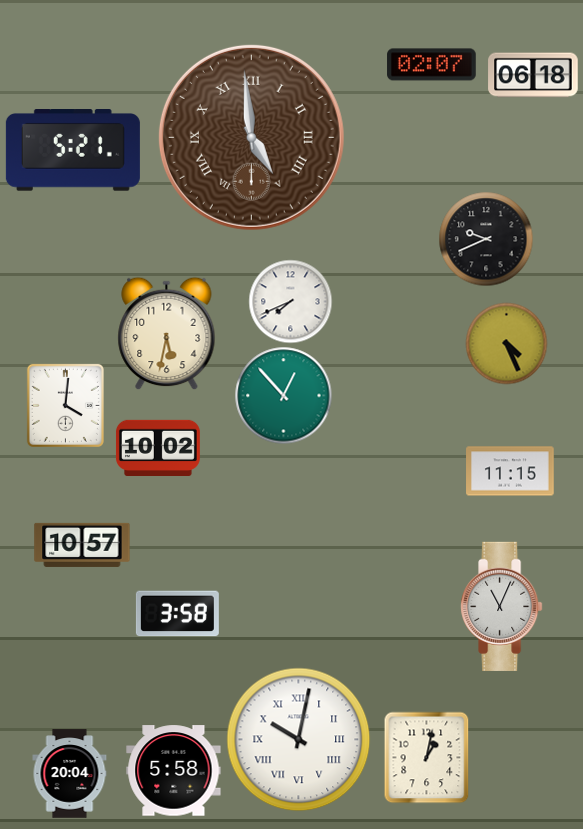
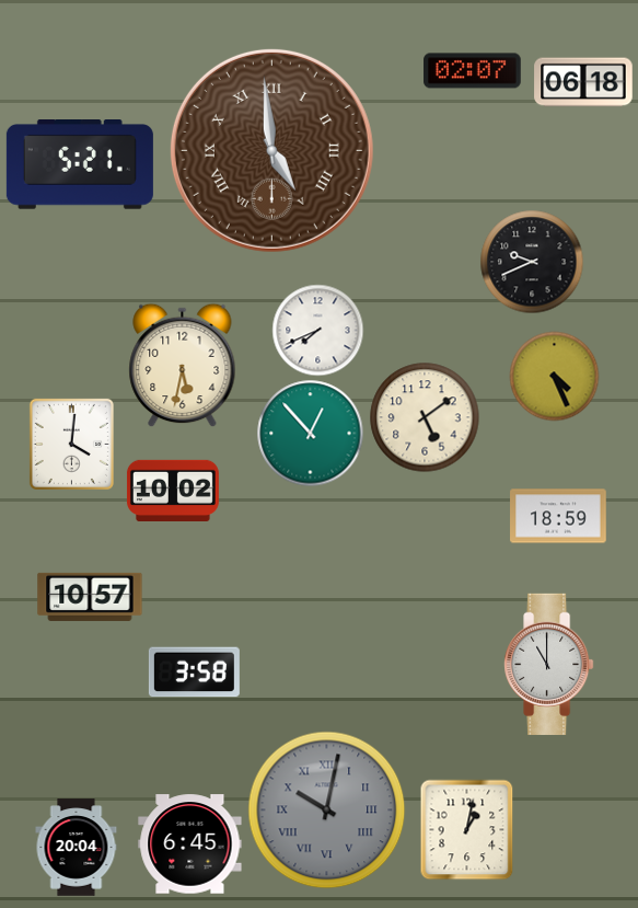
clock at (251, 137) position: (251, 137) -> (271, 150)
clock at (425, 417): none -> 5:09
clock at (510, 471): 11:15 -> 18:59
clock at (502, 606): 11:04 -> 11:00
clock at (299, 740) dial: white -> grey
clock at (174, 771): 5:58 -> 6:45
